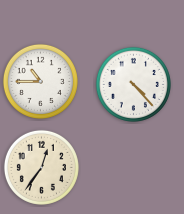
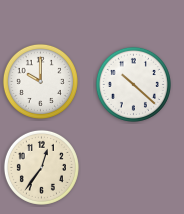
clock at (40, 81): 10:45 -> 10:00
clock at (133, 84): 4:23 -> 10:22
